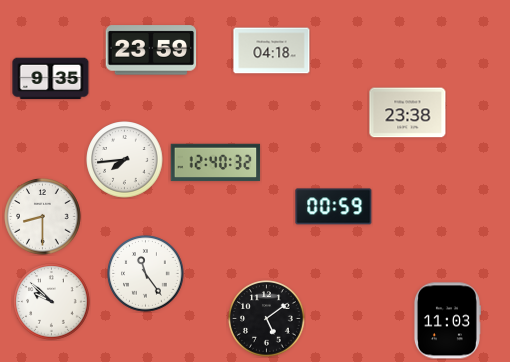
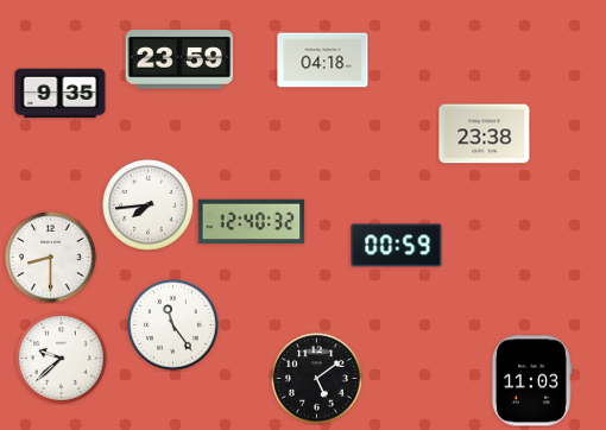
clock at (125, 160) position: (125, 160) -> (149, 205)
clock at (216, 163) position: (216, 163) -> (252, 222)
clock at (52, 302): 9:52 -> 9:38
